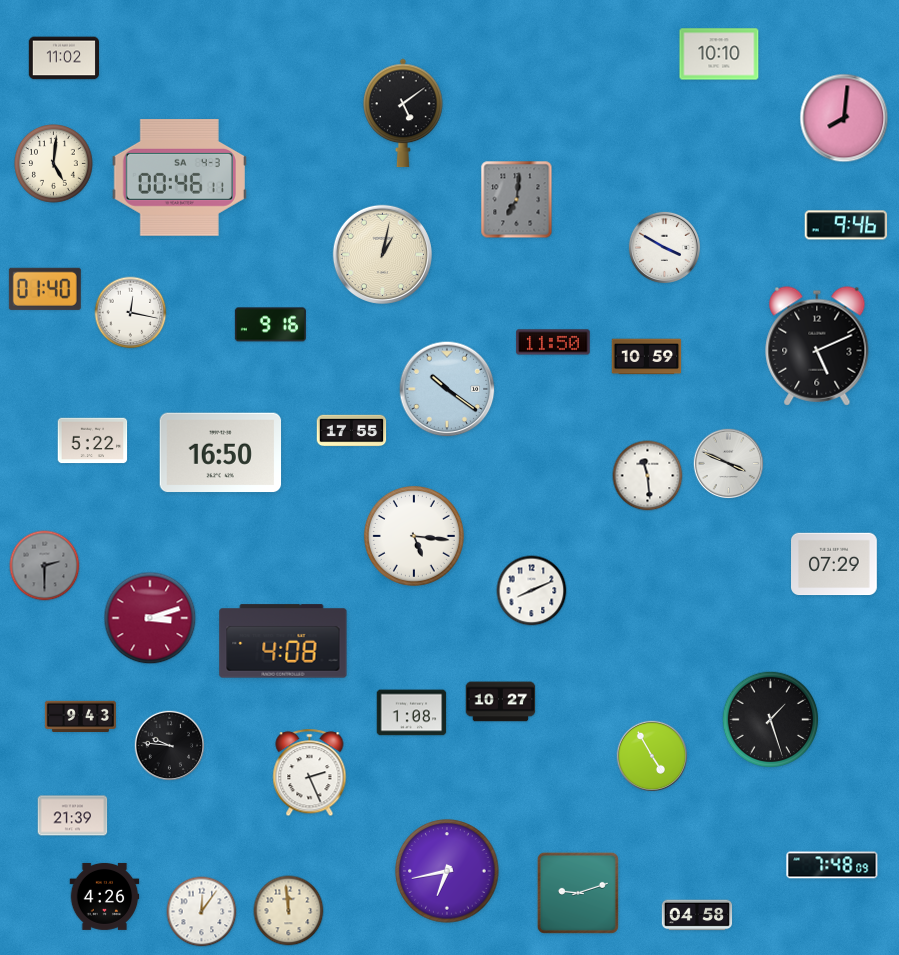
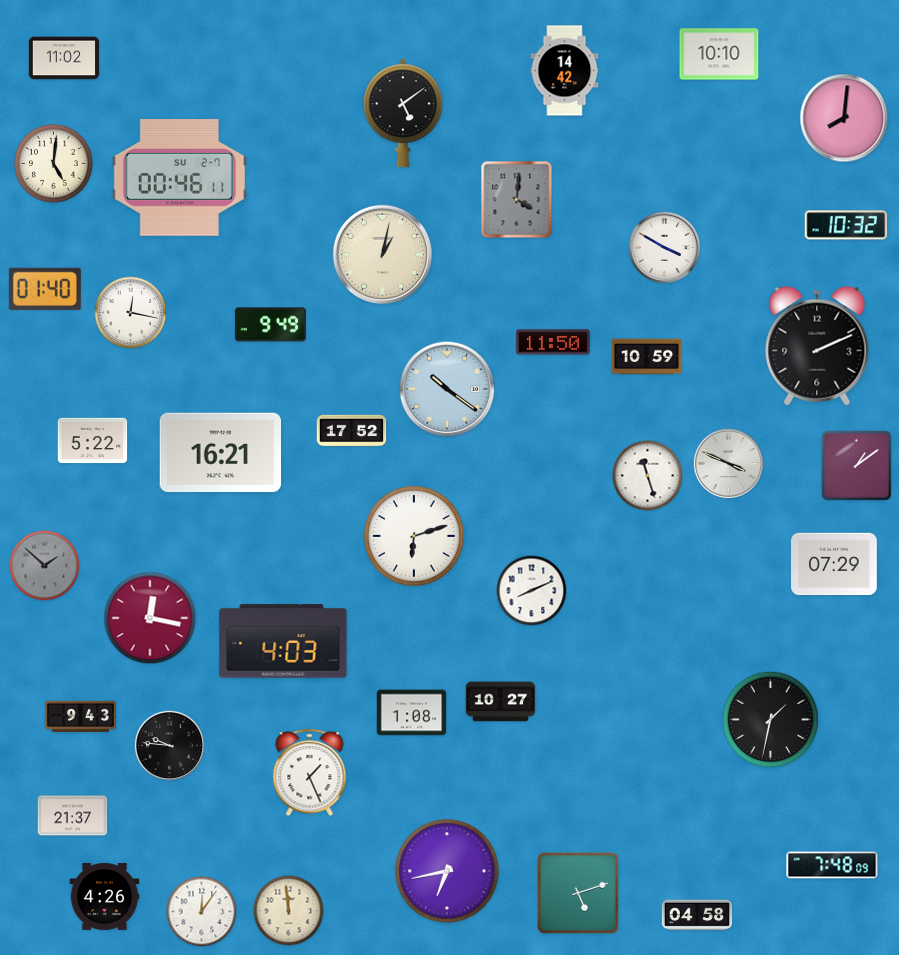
clock at (565, 71): none -> 14:42
clock at (179, 178) date: SA 4-3 -> SU 2-7
clock at (517, 200): 7:01 -> 4:01
clock at (846, 225): 9:46 -> 10:32
clock at (270, 325): 9:16 -> 9:49
clock at (817, 346): 5:11 -> 2:11
clock at (352, 431): 17:55 -> 17:52
clock at (221, 453): 16:50 -> 16:21
clock at (856, 465): none -> 1:09
clock at (648, 476): 11:29 -> 11:27
clock at (414, 536): 5:16 -> 6:12
clock at (45, 566): 2:30 -> 1:52
clock at (150, 618): 3:12 -> 12:17
clock at (283, 641): 4:08 -> 4:03
clock at (771, 720): 1:27 -> 1:32
clock at (651, 755): 4:55 -> none
clock at (310, 773): 2:26 -> 1:26
clock at (73, 816): 21:39 -> 21:37
clock at (578, 893): 9:12 -> 5:12
